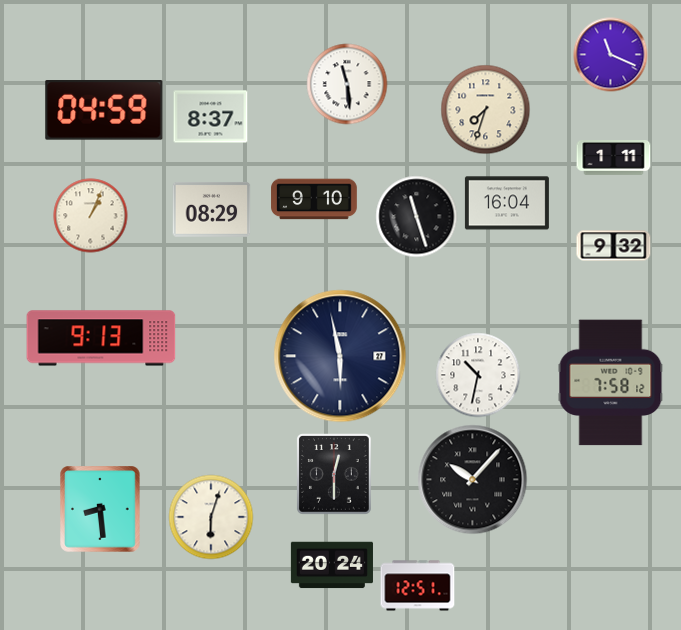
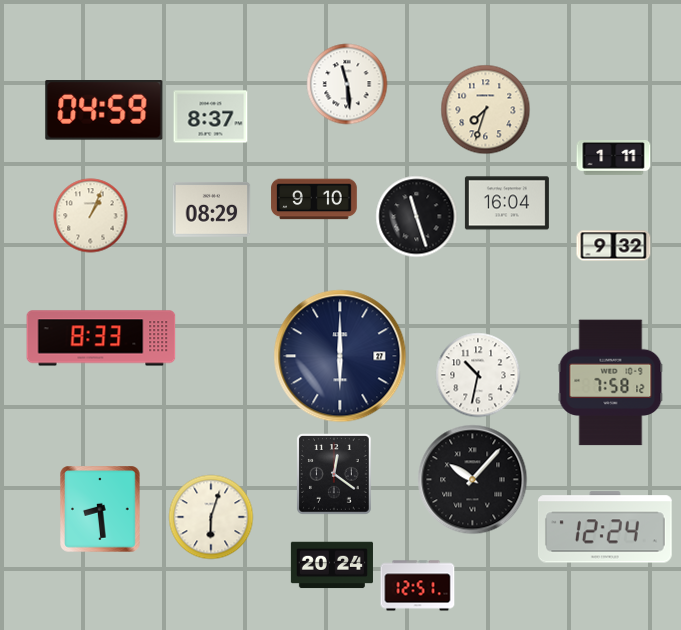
clock at (611, 55): 11:19 -> none
clock at (101, 338): 9:13 -> 8:33
clock at (340, 356): 5:58 -> 6:00
clock at (335, 474): 12:30 -> 12:21
clock at (605, 527): none -> 12:24
